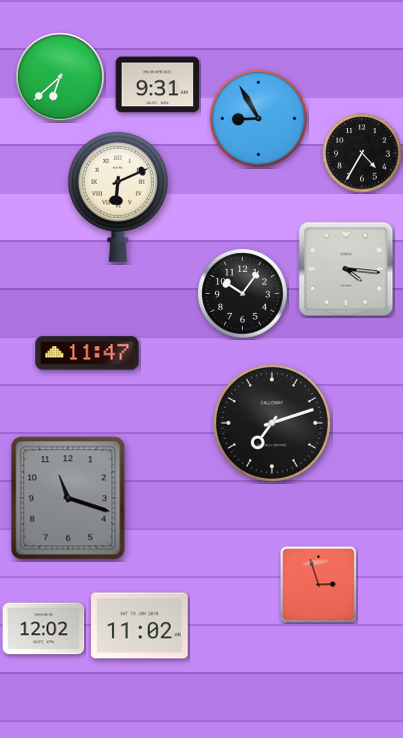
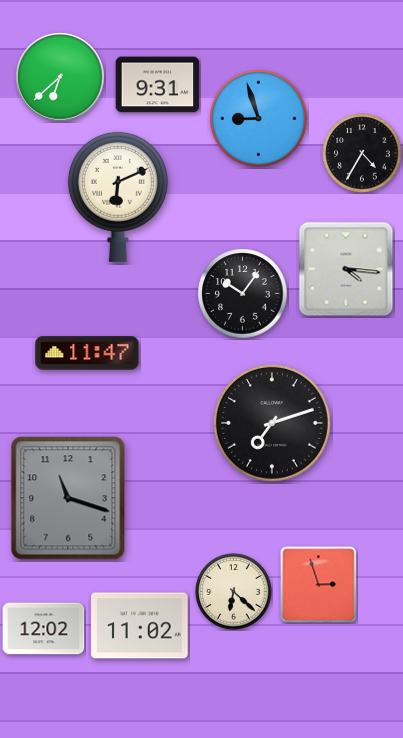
clock at (259, 119): 8:55 -> 8:57
clock at (234, 592): none -> 6:22
